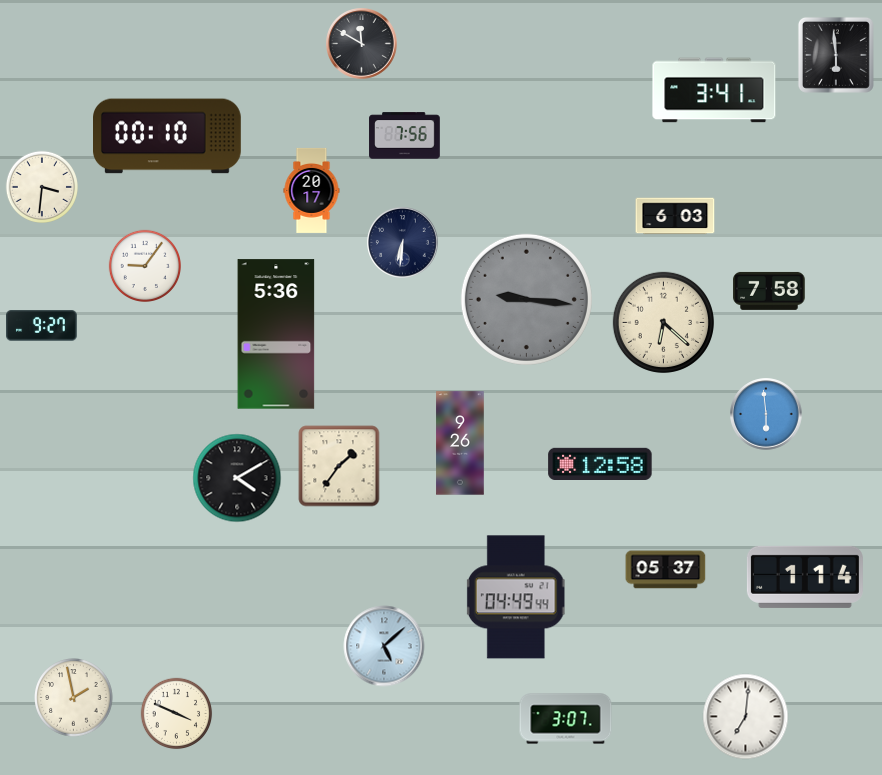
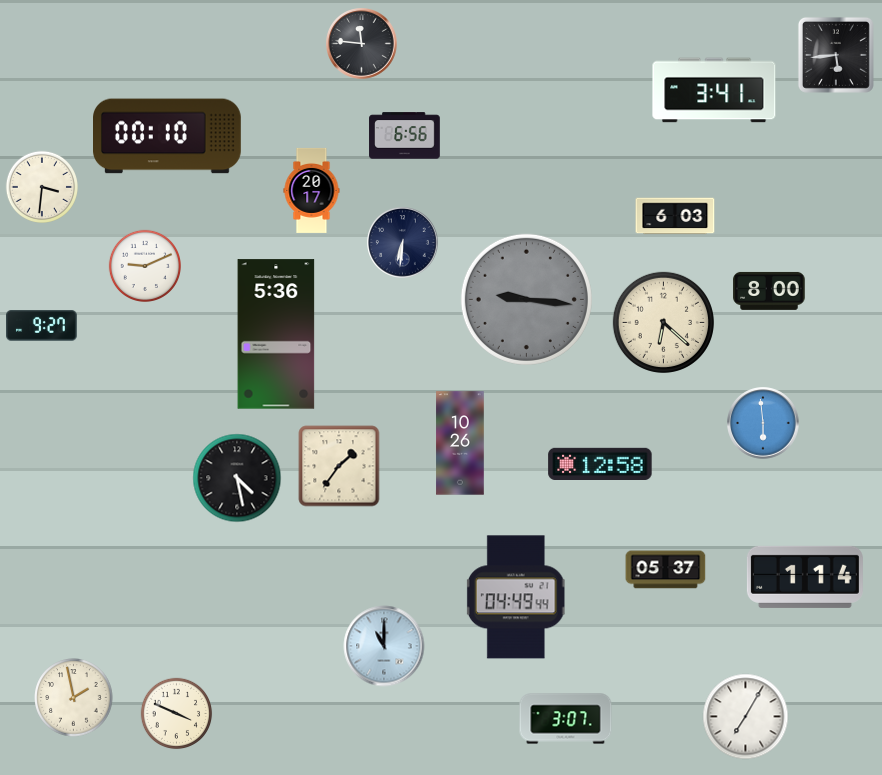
clock at (362, 44): 11:50 -> 11:46
clock at (836, 55): 5:59 -> 5:44
clock at (405, 136): 7:56 -> 6:56
clock at (144, 265): 9:06 -> 9:11
clock at (769, 291): 7:58 -> 8:00
clock at (766, 414) position: (766, 414) -> (763, 423)
clock at (460, 443): 9:26 -> 10:26
clock at (237, 478): 4:10 -> 4:28
clock at (384, 646): 5:08 -> 11:00
clock at (746, 717): 7:01 -> 7:05
